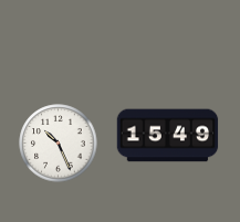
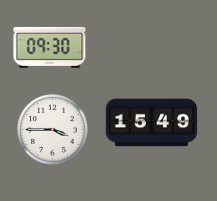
clock at (50, 48): none -> 09:30
clock at (59, 144): 10:26 -> 3:45
